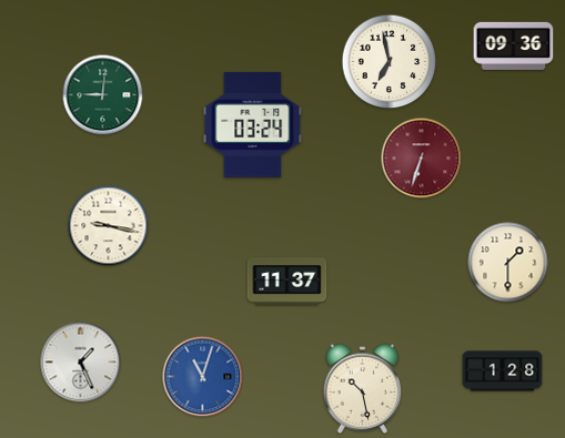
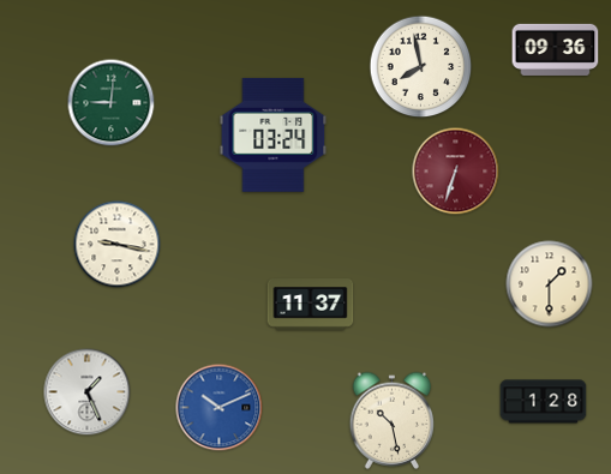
clock at (390, 62): 6:58 -> 7:58
clock at (203, 377): 11:03 -> 10:11
